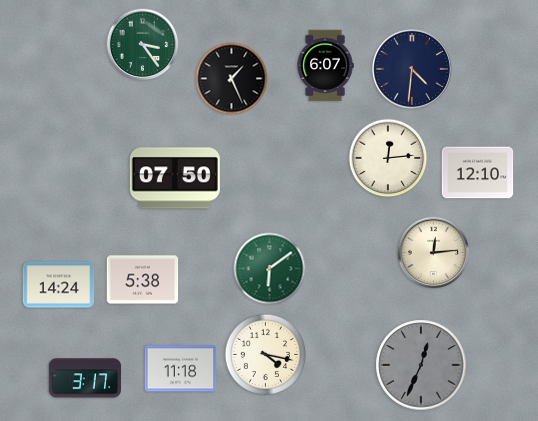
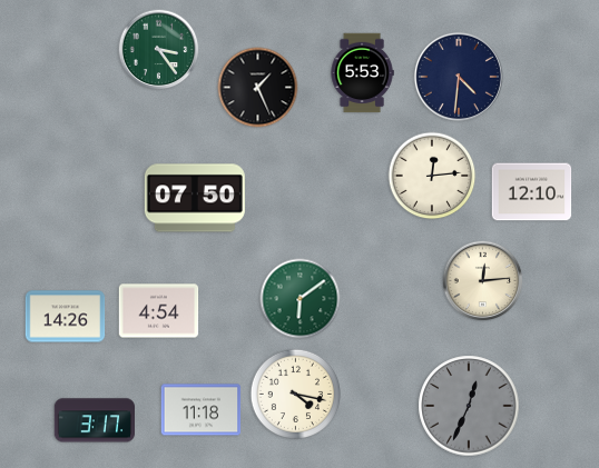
clock at (325, 66): 6:07 -> 5:53
clock at (143, 280): 5:38 -> 4:54
clock at (59, 285): 14:24 -> 14:26
